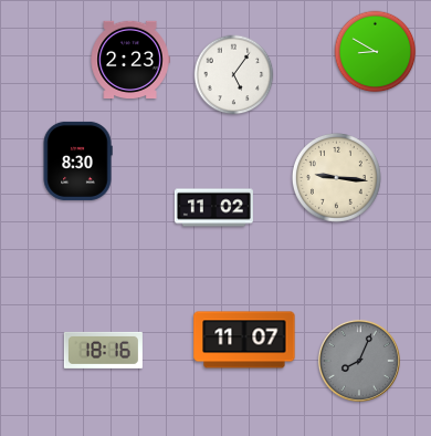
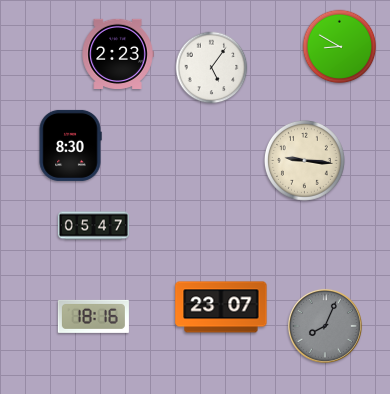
clock at (213, 208): 11:02 -> none
clock at (93, 226): none -> 05:47
clock at (244, 340): 11:07 -> 23:07
